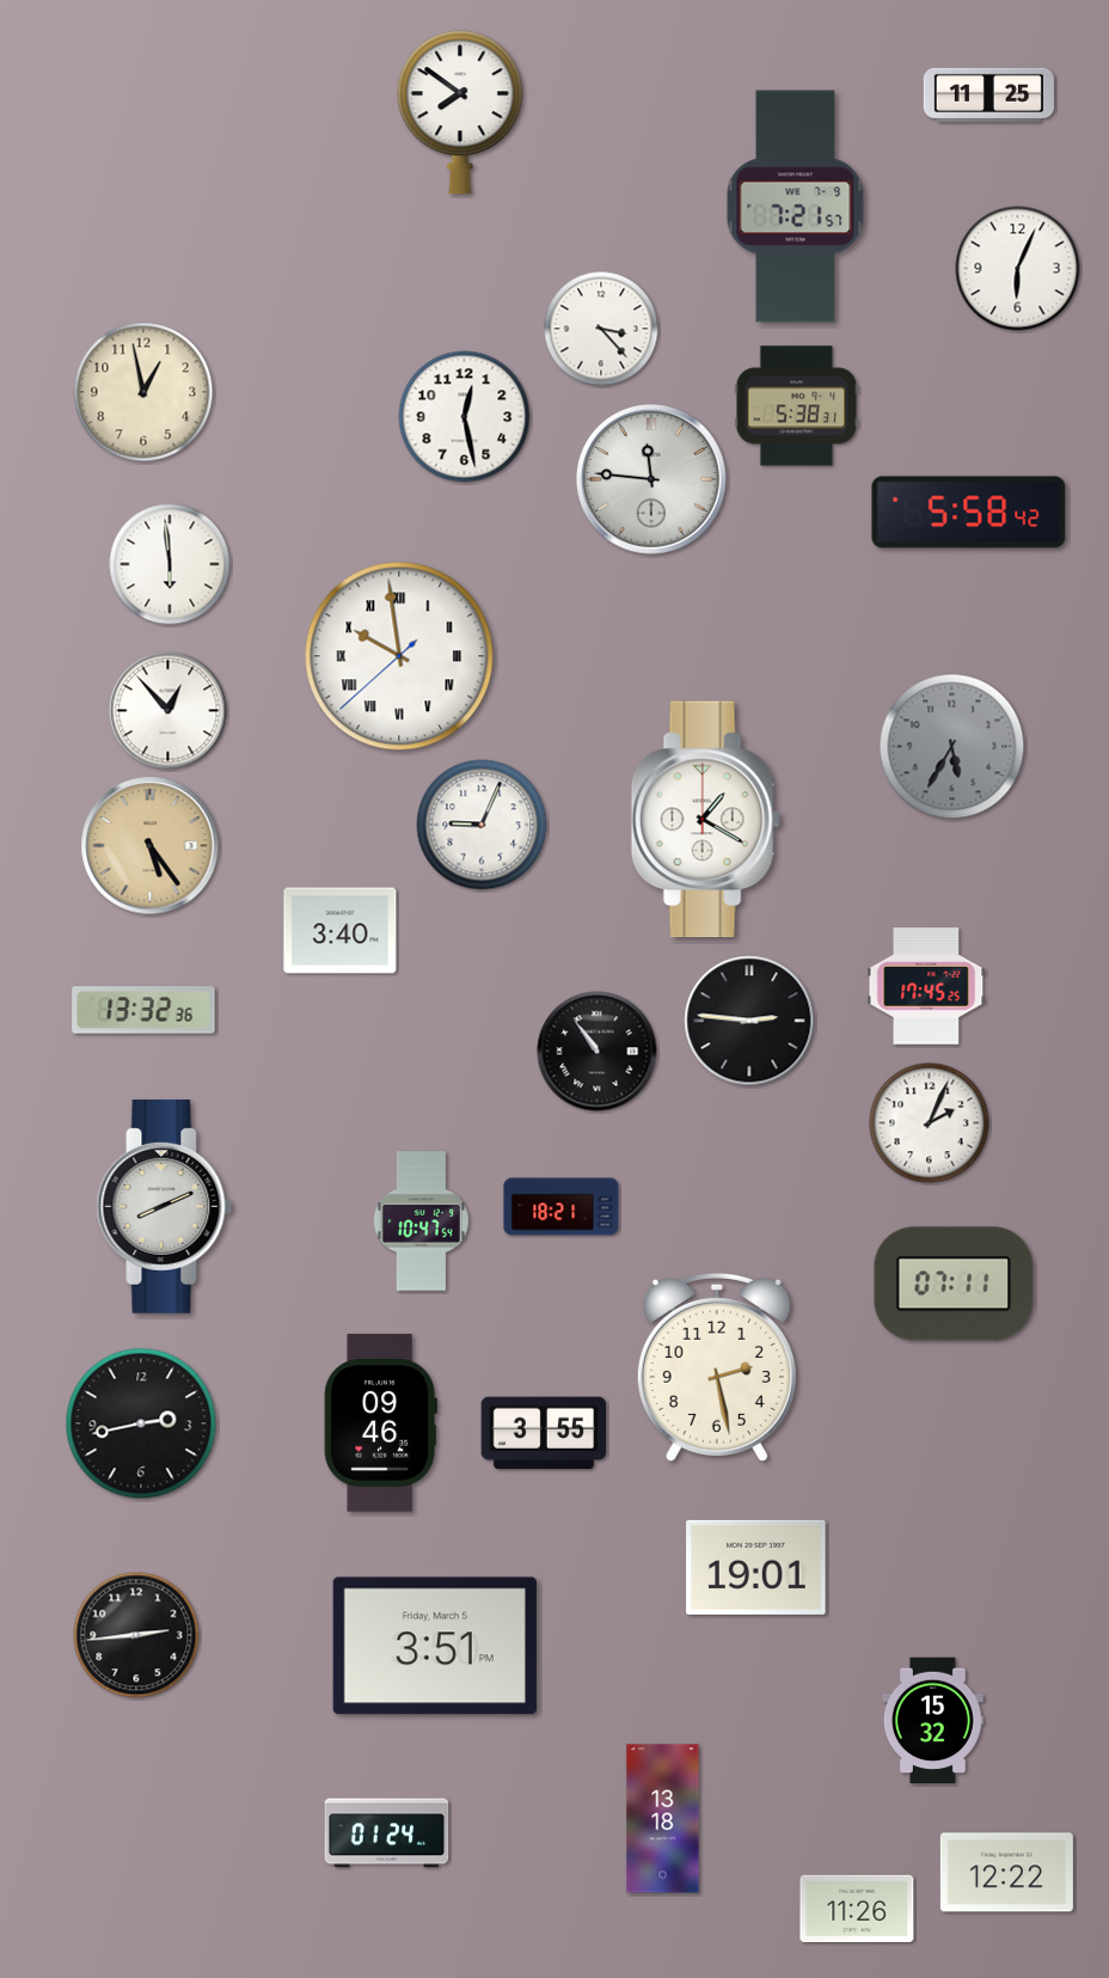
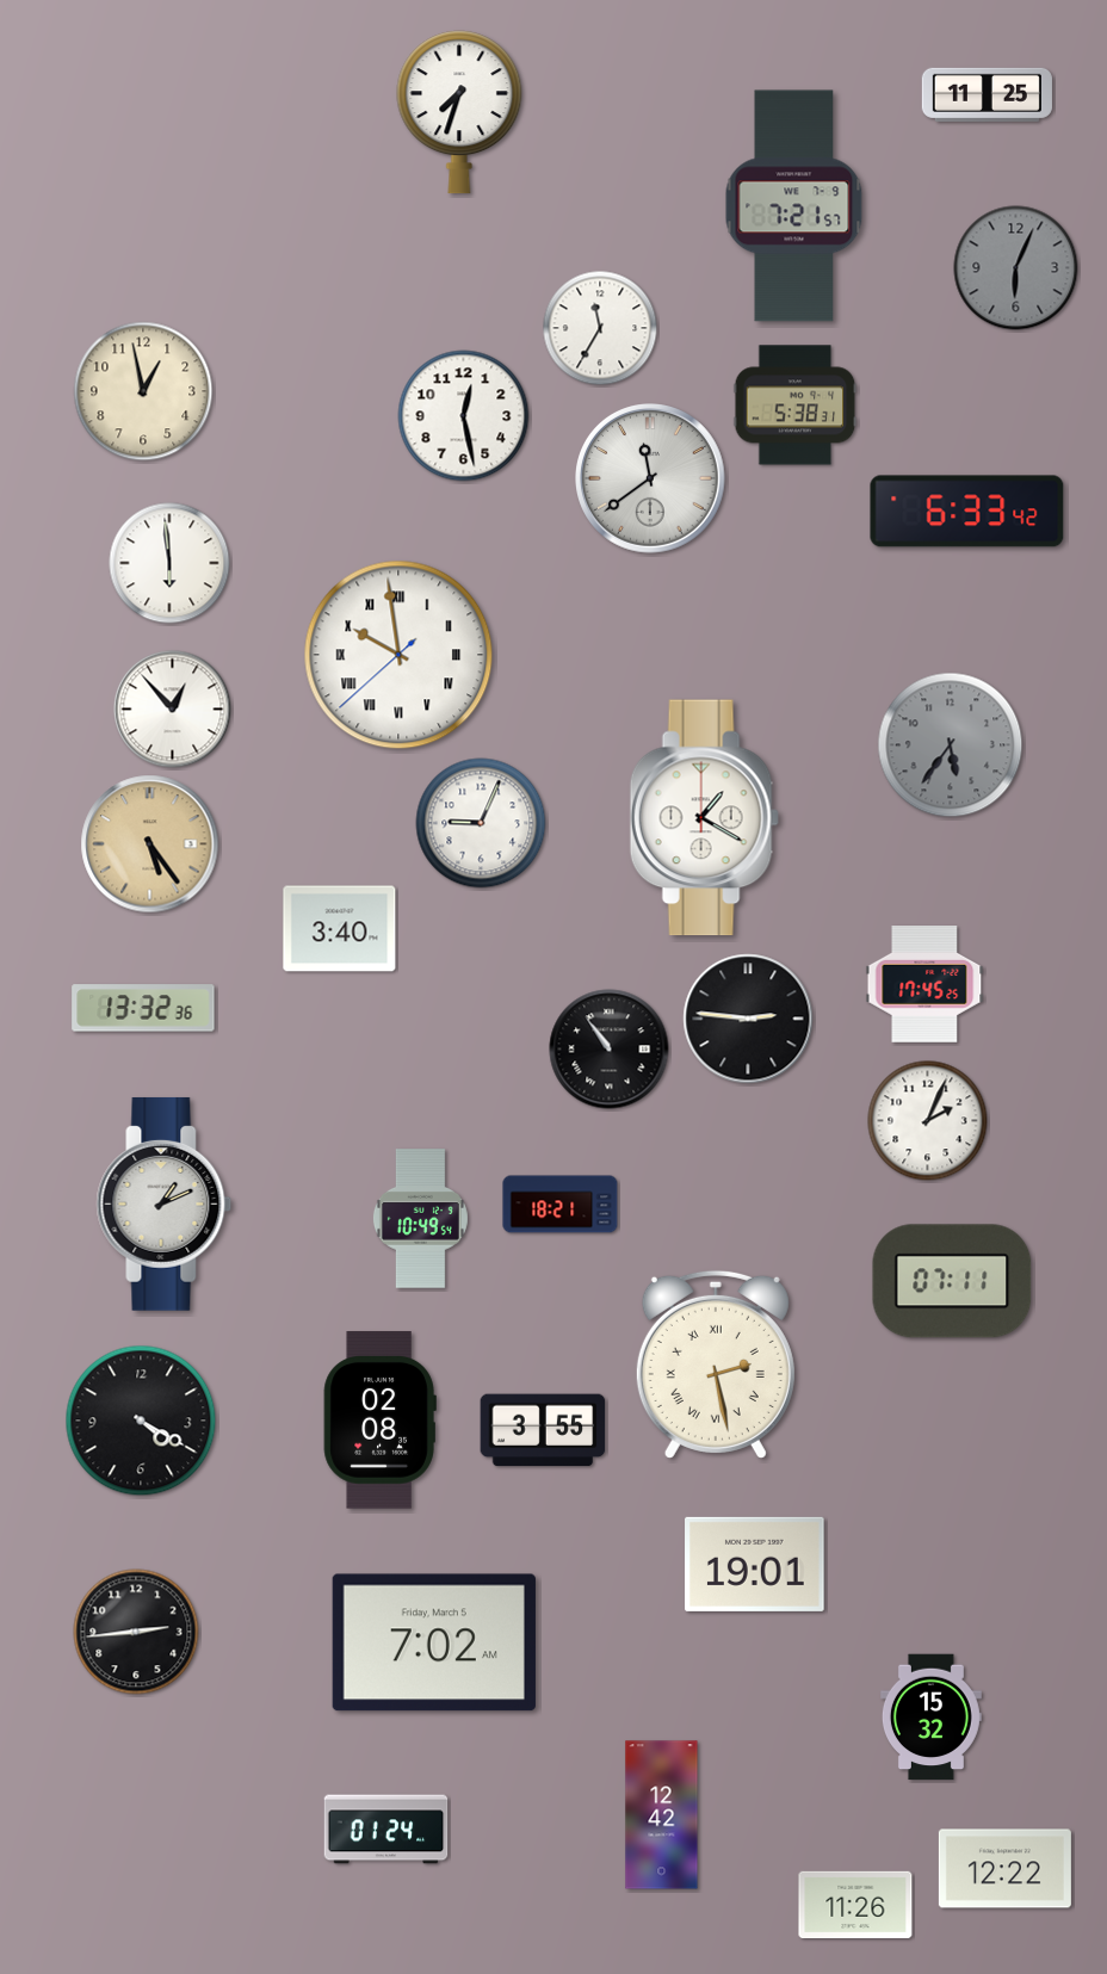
clock at (460, 112): 7:51 -> 7:33
clock at (1018, 269) dial: white -> grey
clock at (601, 329): 3:23 -> 11:35
clock at (652, 480): 11:46 -> 11:39
clock at (969, 513): 5:58 -> 6:33
clock at (169, 711) position: (169, 711) -> (173, 710)
clock at (952, 747): 5:35 -> 5:36
clock at (598, 1052) position: (598, 1052) -> (610, 1050)
clock at (165, 1206): 8:11 -> 1:11
clock at (421, 1221): 10:47 -> 10:49
clock at (717, 1367) numerals: Arabic -> Roman
clock at (141, 1423): 2:43 -> 4:20
clock at (380, 1423): 09:46 -> 02:08
clock at (435, 1646): 3:51 -> 7:02
clock at (663, 1819): 13:18 -> 12:42
